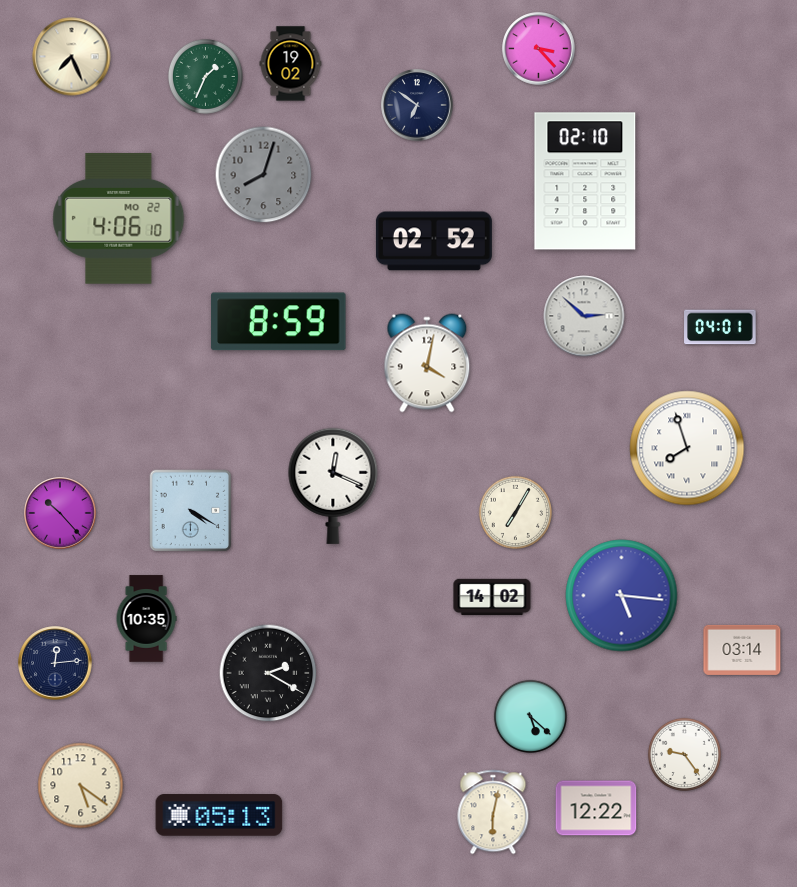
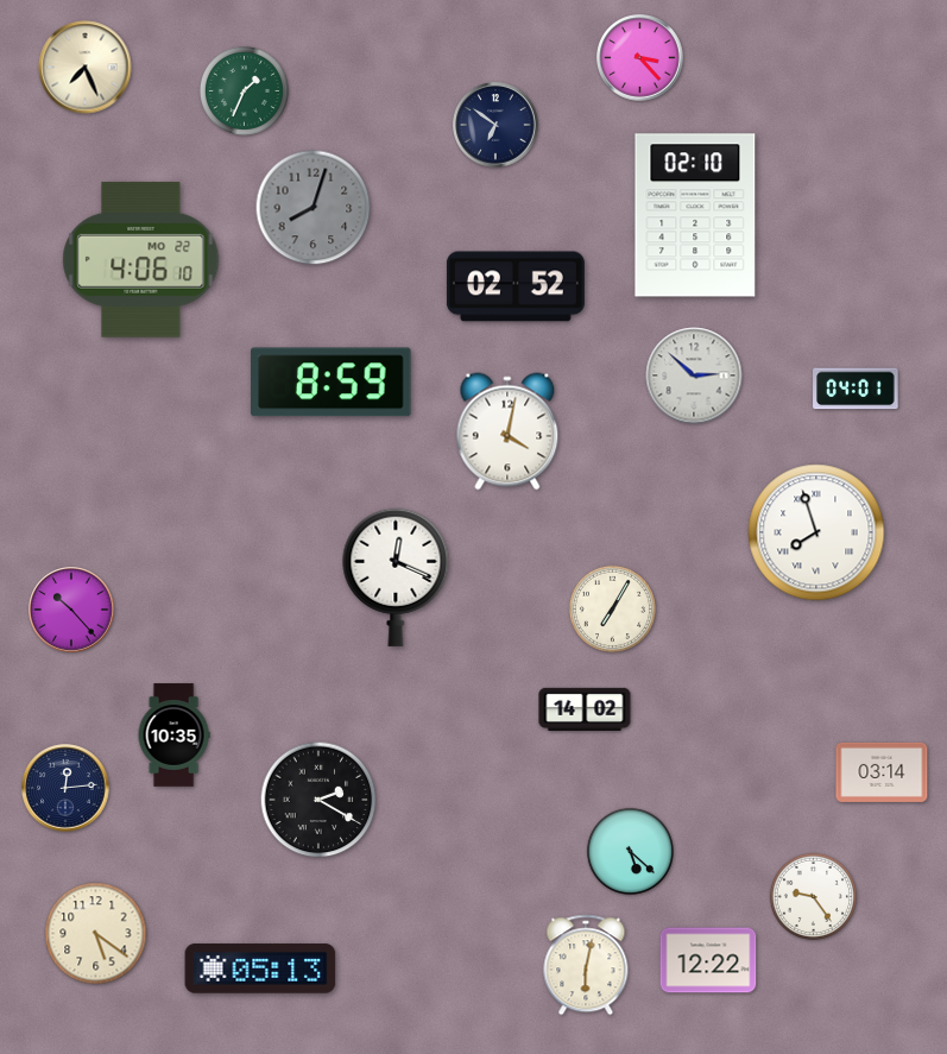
clock at (291, 64): 19:02 -> none
clock at (191, 511): 4:20 -> none
clock at (622, 596): 5:16 -> none
